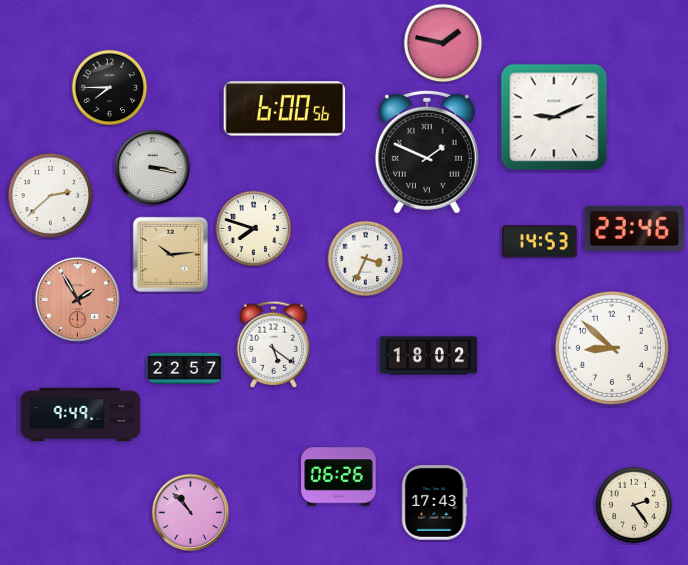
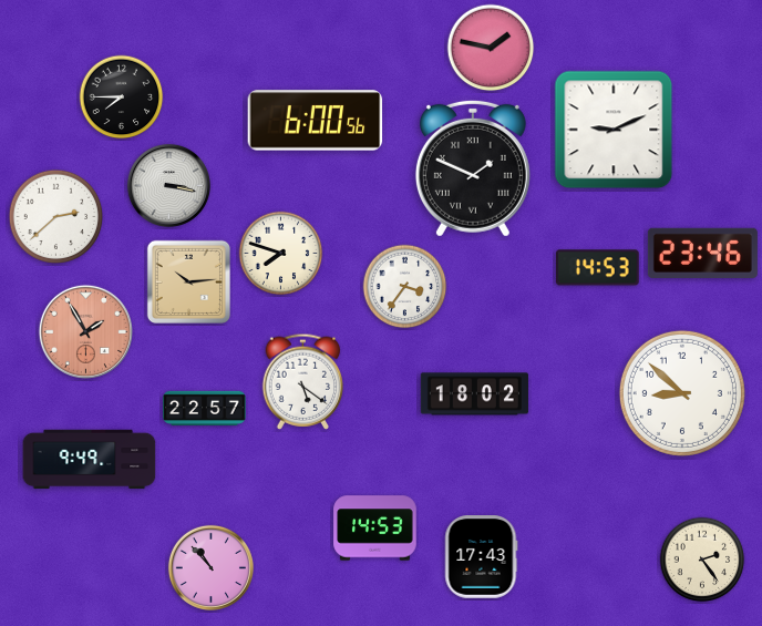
clock at (366, 259): 3:34 -> 3:36
clock at (612, 348) position: (612, 348) -> (682, 393)
clock at (339, 477): 06:26 -> 14:53
